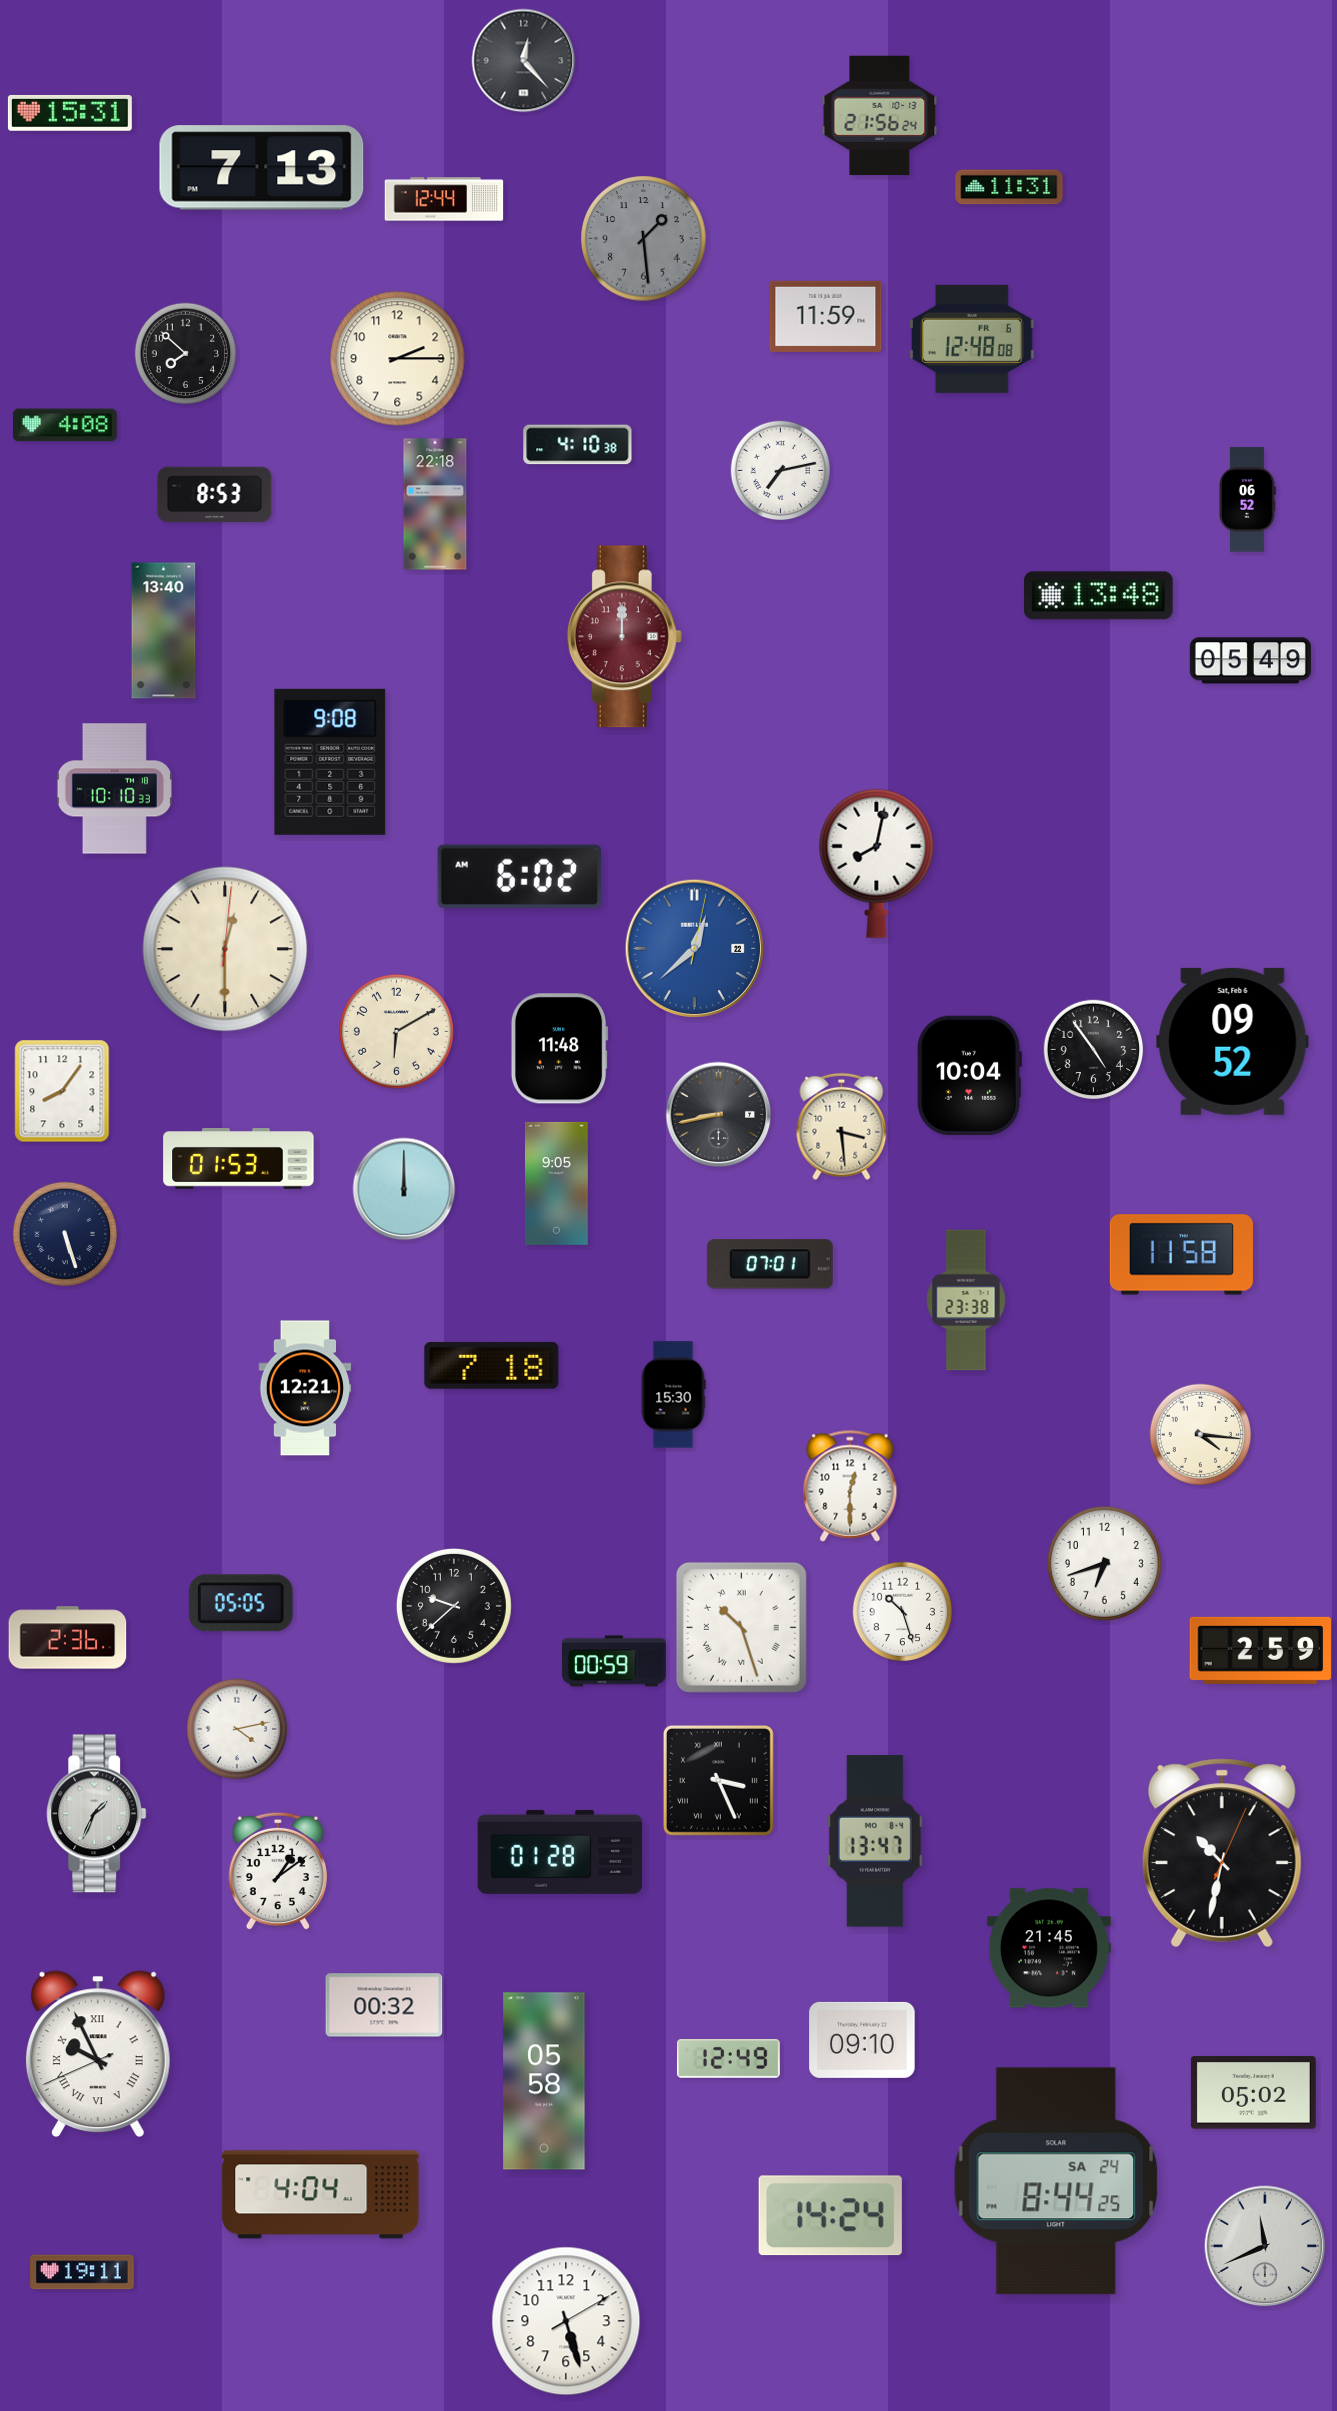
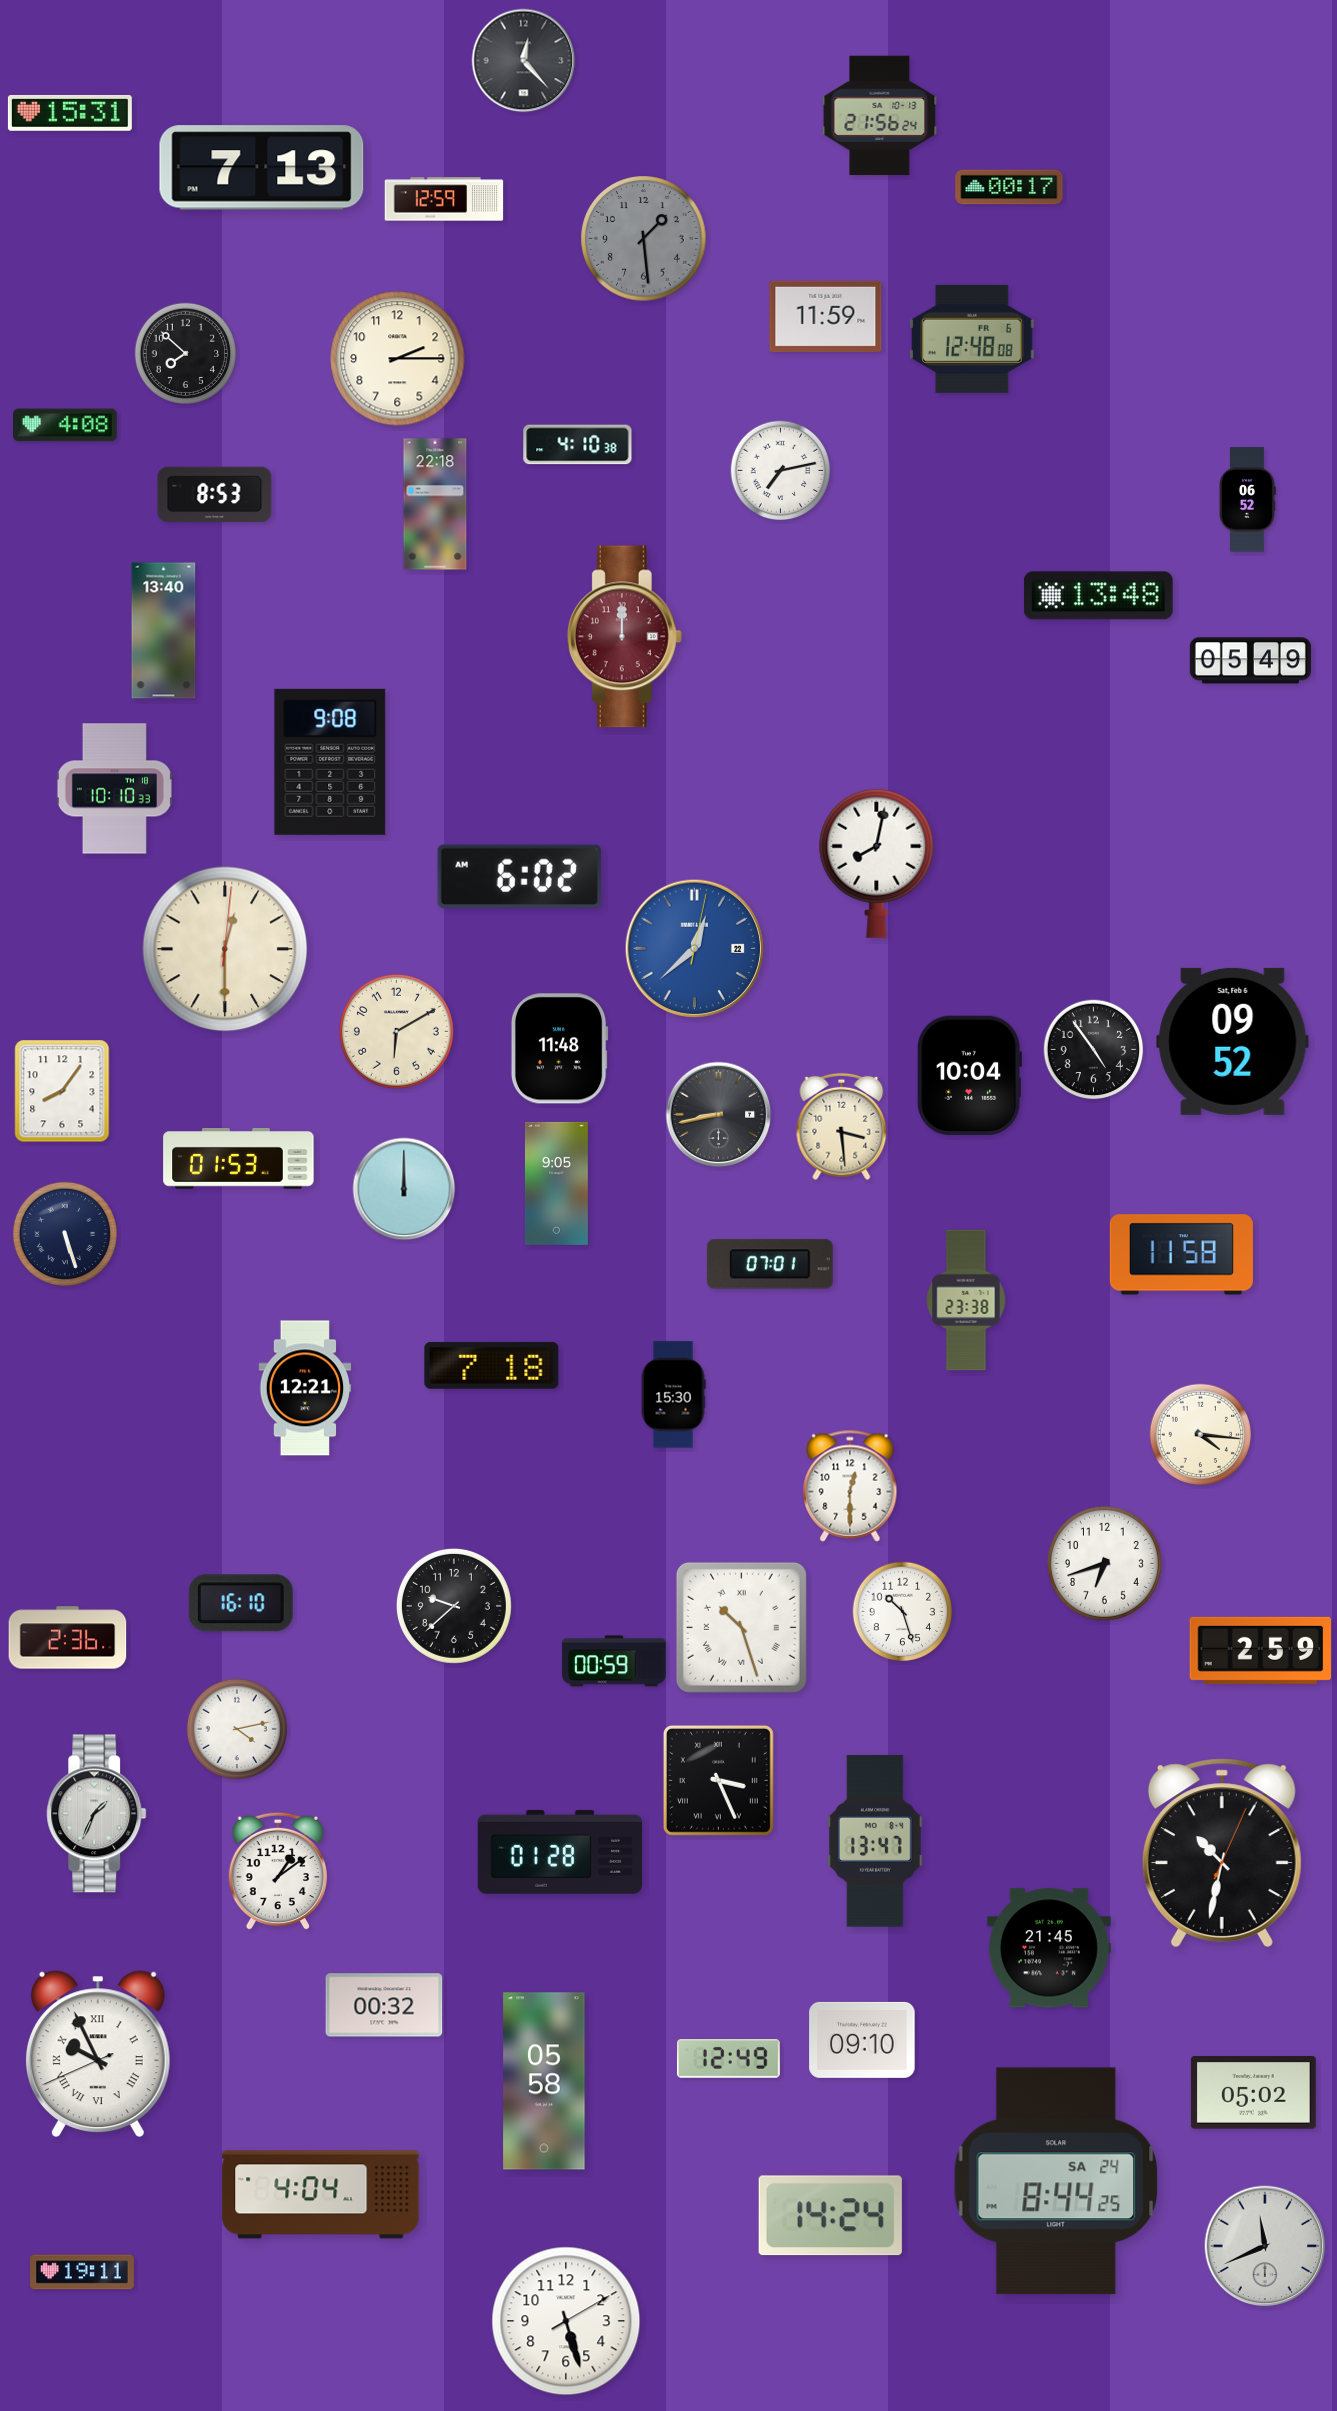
clock at (1009, 187): 11:31 -> 00:17
clock at (444, 199): 12:44 -> 12:59
clock at (241, 1603): 05:05 -> 16:10
